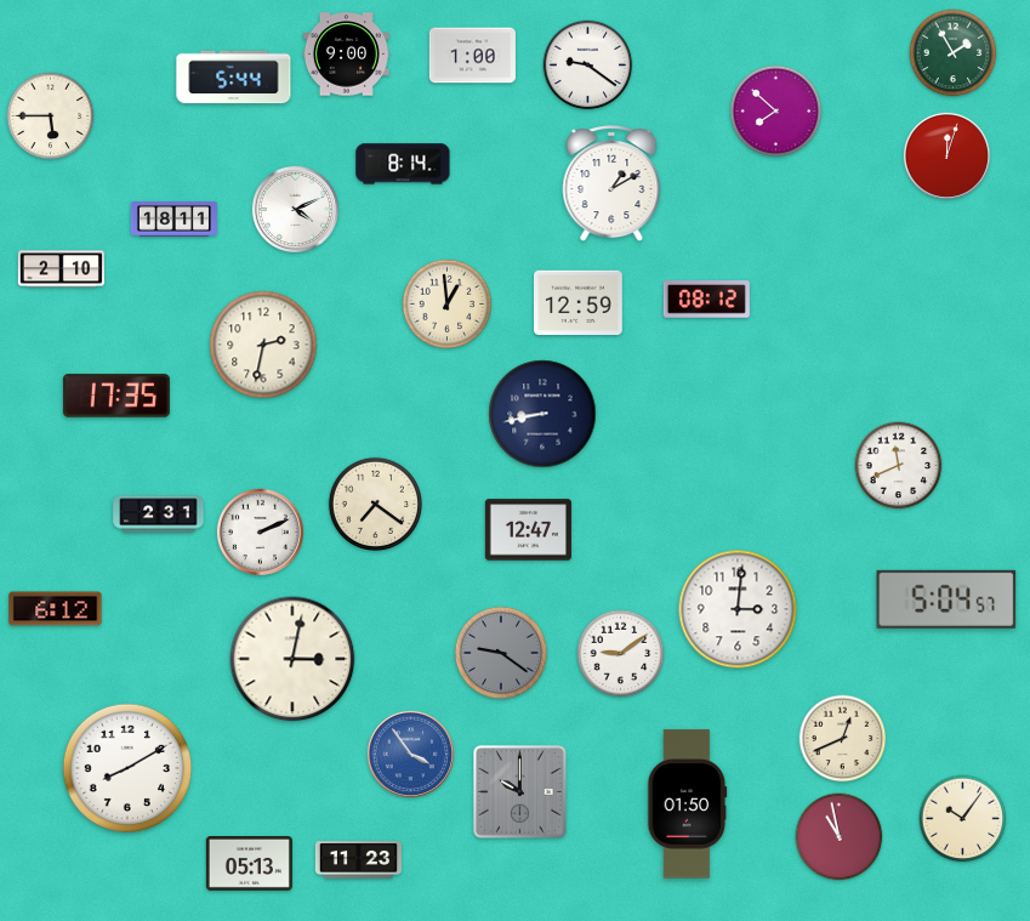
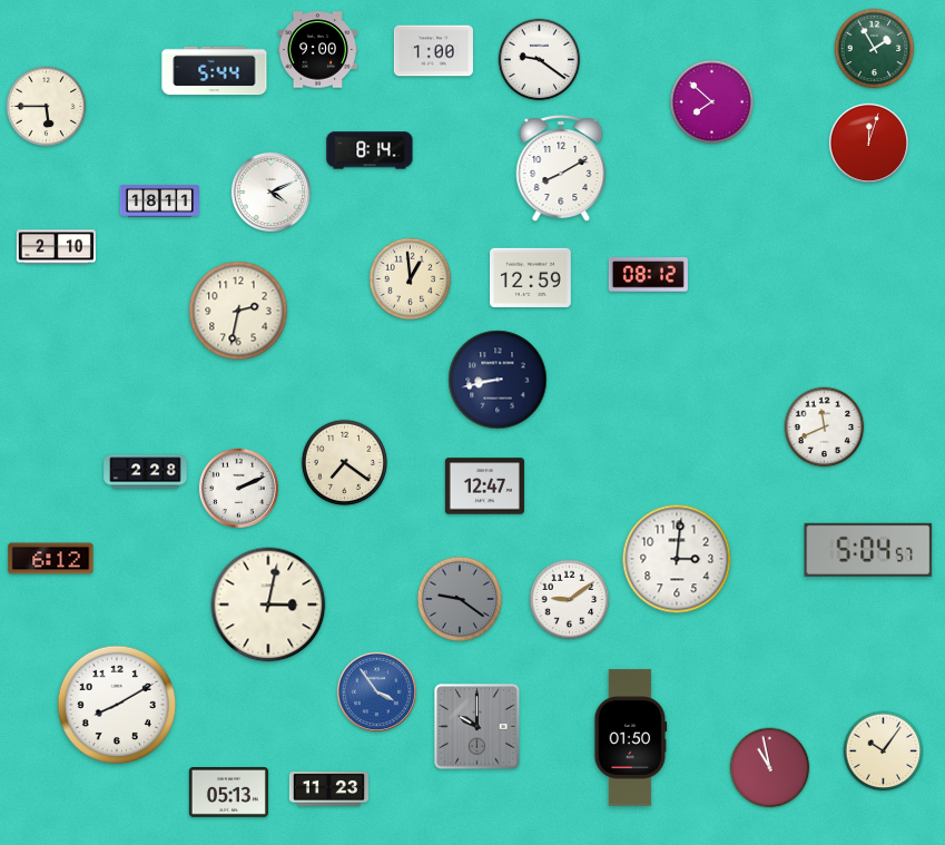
clock at (611, 184): 1:10 -> 8:10
clock at (263, 345) position: (263, 345) -> (238, 311)
clock at (116, 396): 17:35 -> none
clock at (159, 514): 2:31 -> 2:28
clock at (843, 739): 12:41 -> none
